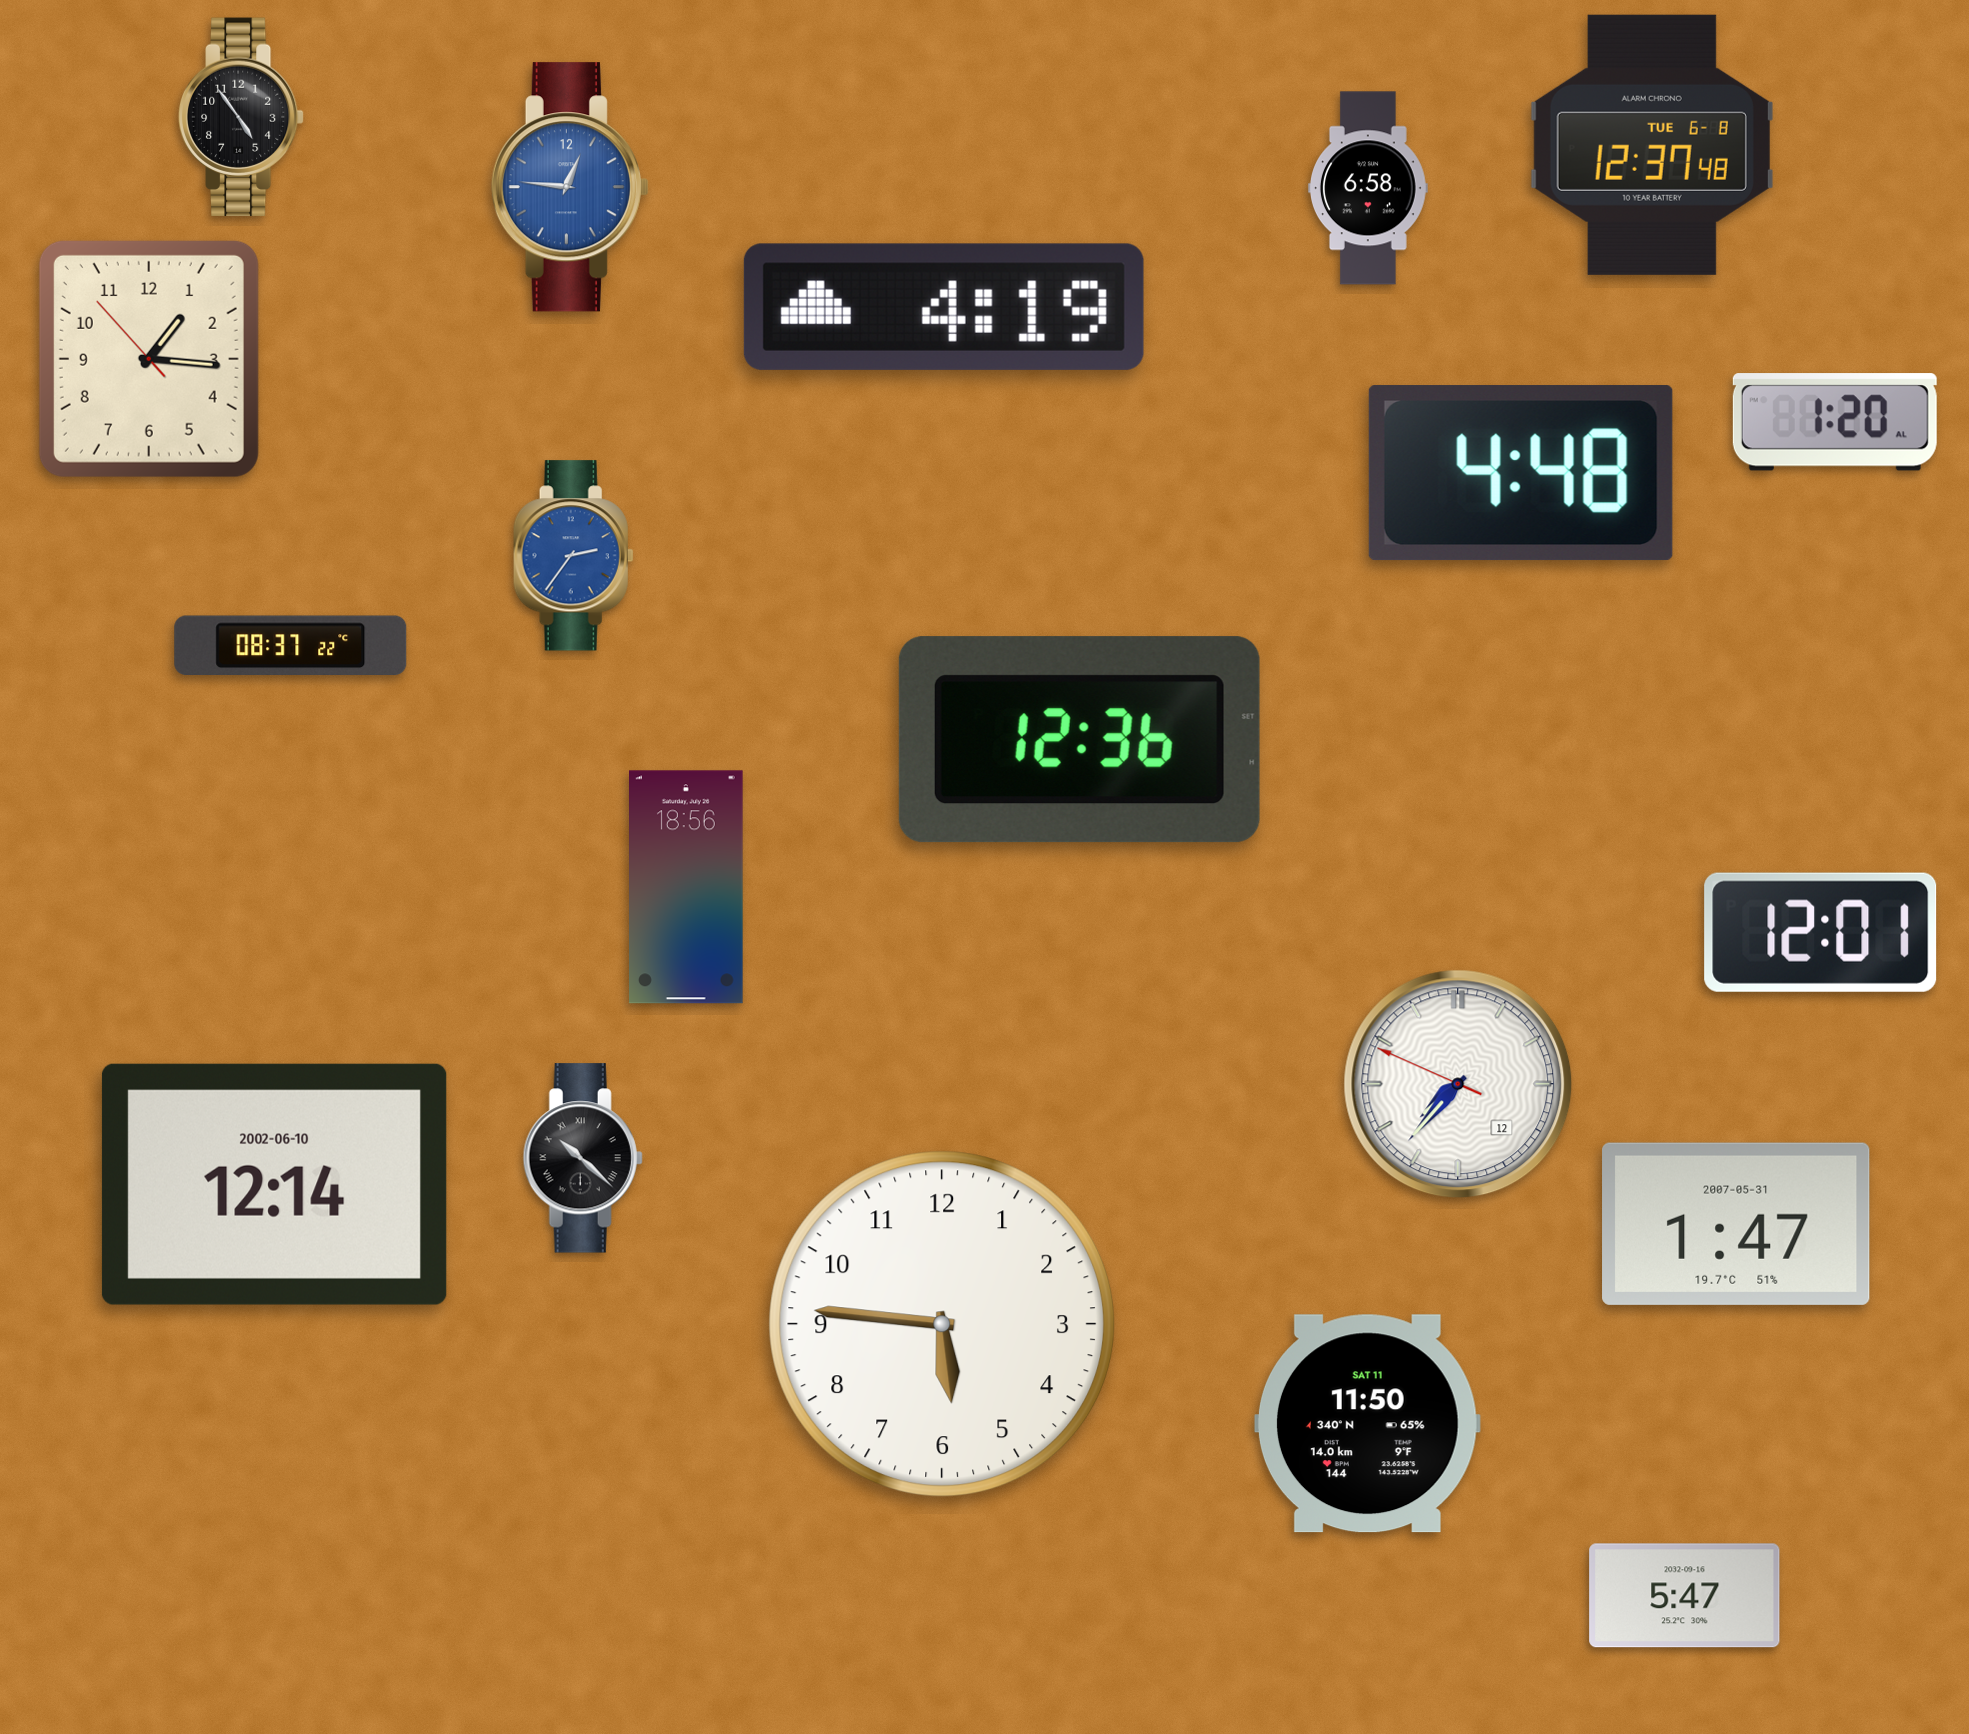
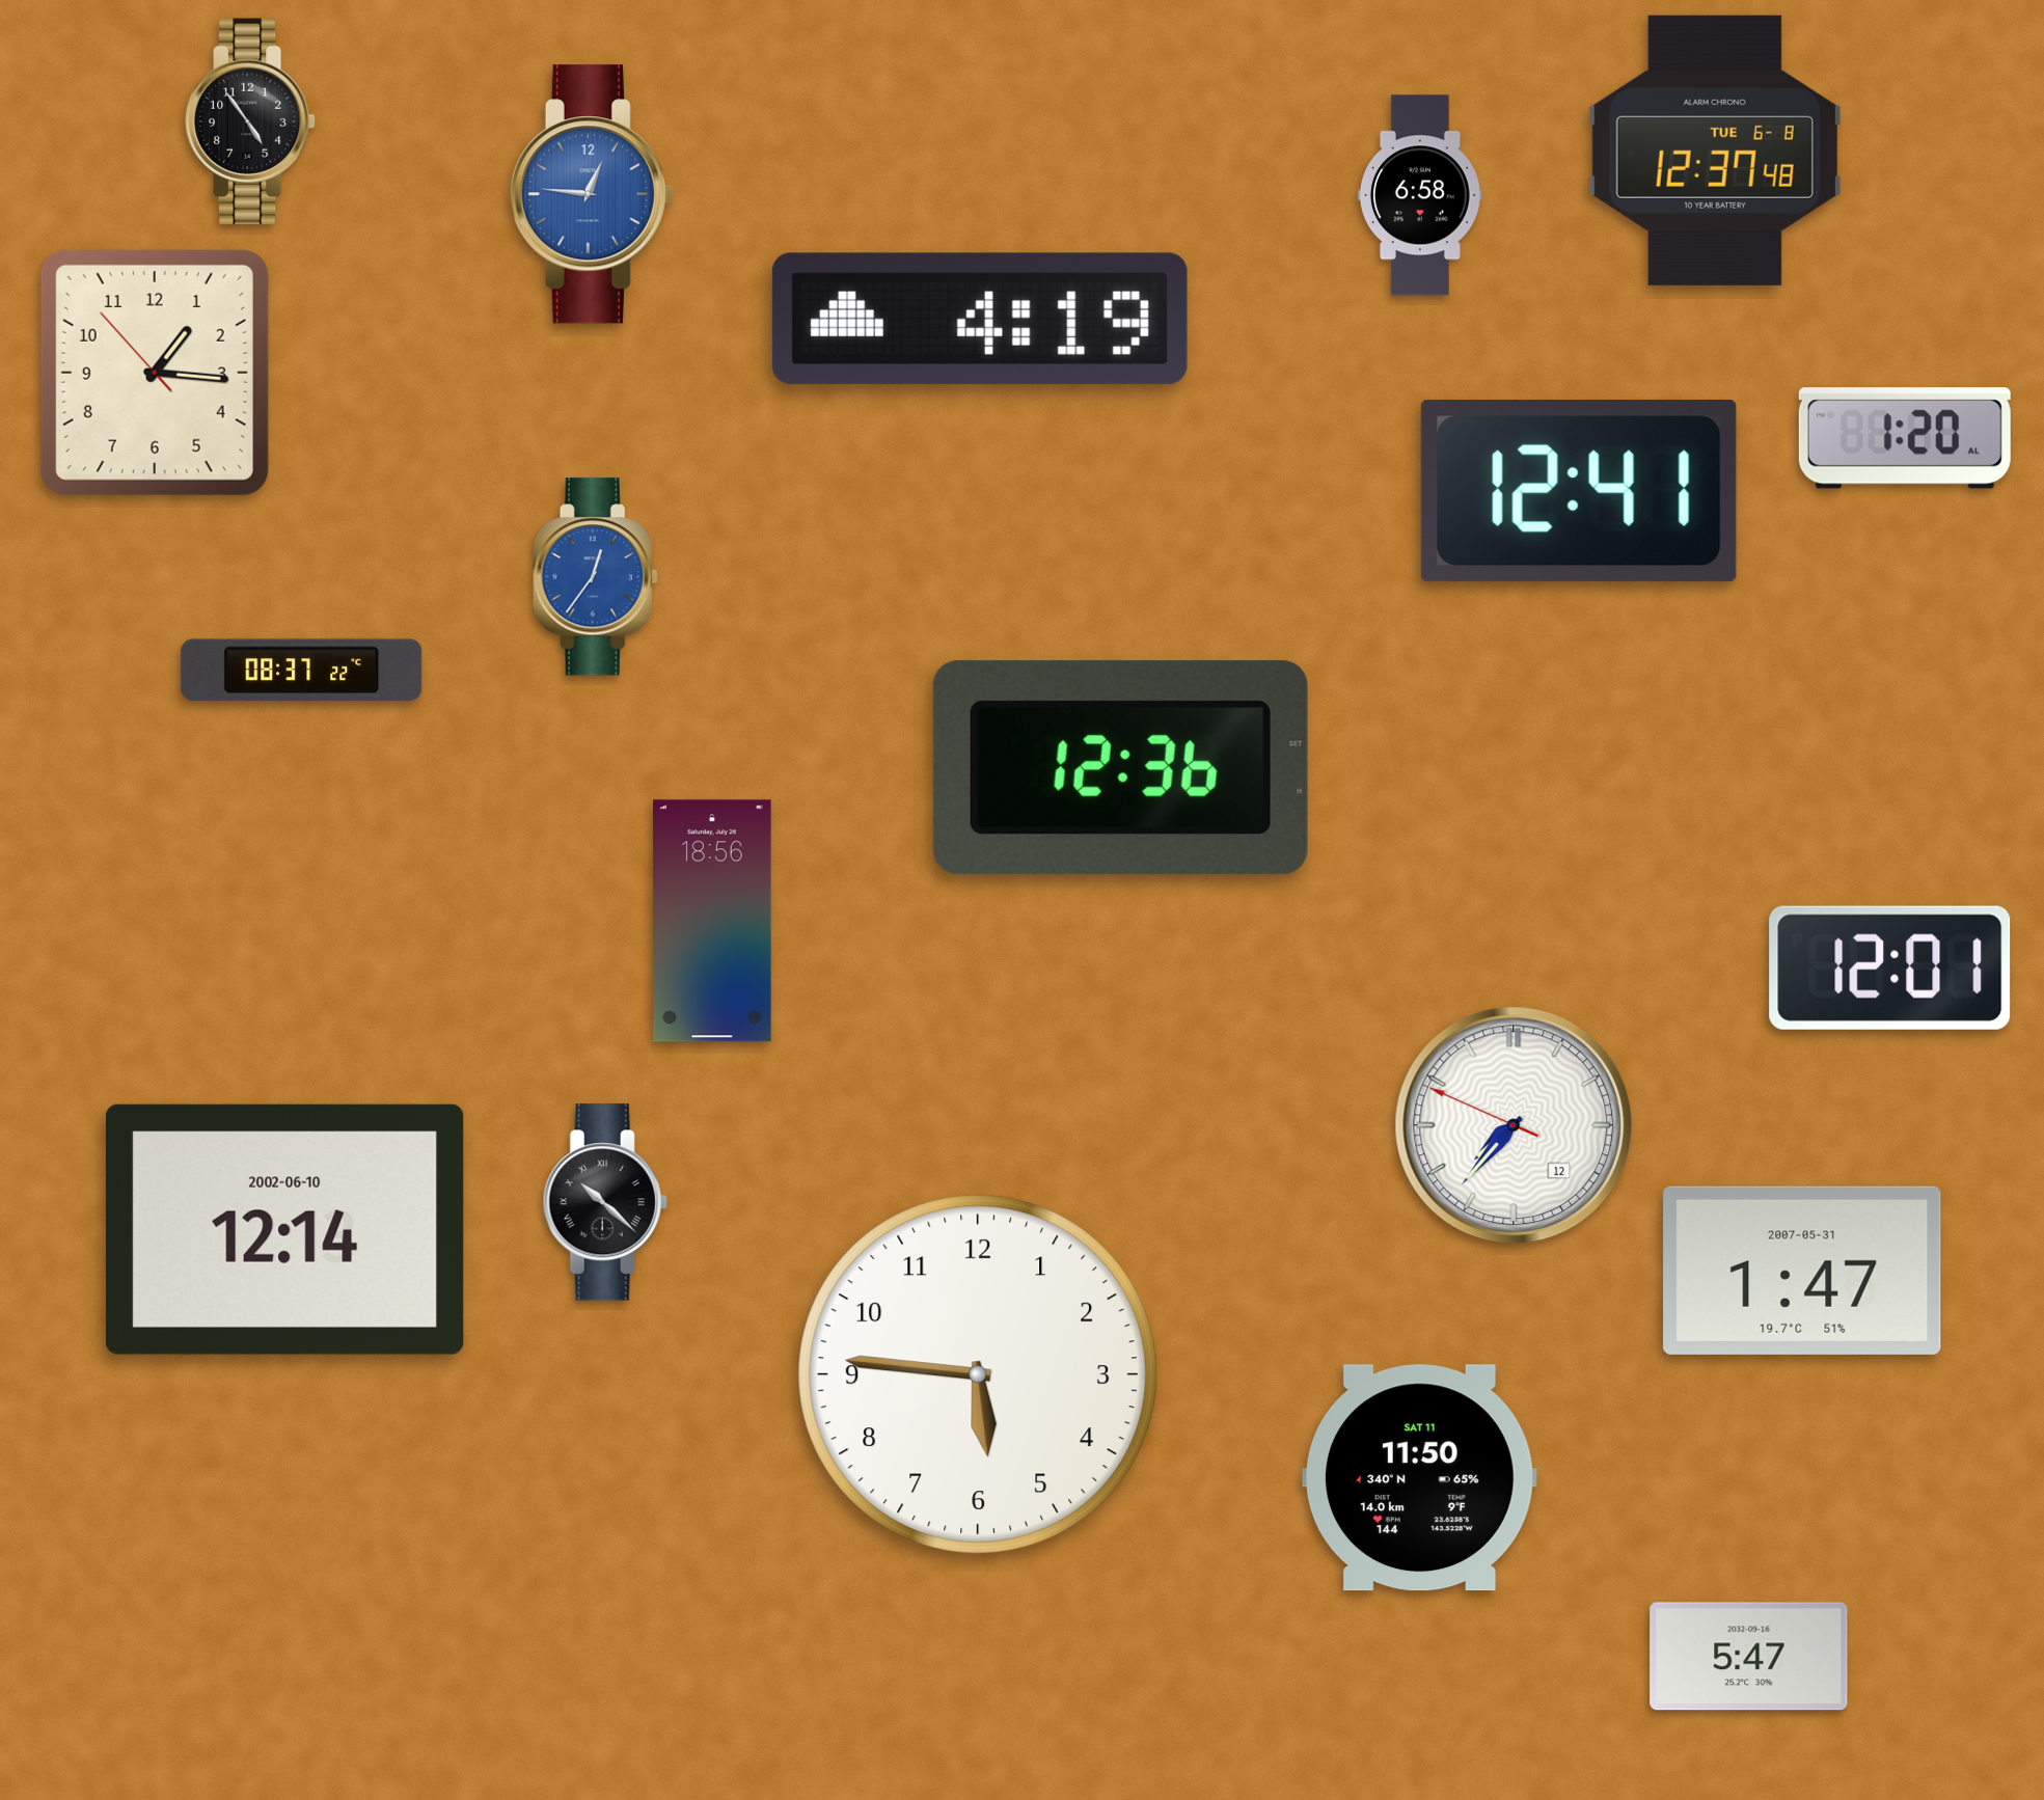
clock at (1521, 473): 4:48 -> 12:41
clock at (573, 556): 2:36 -> 12:36
